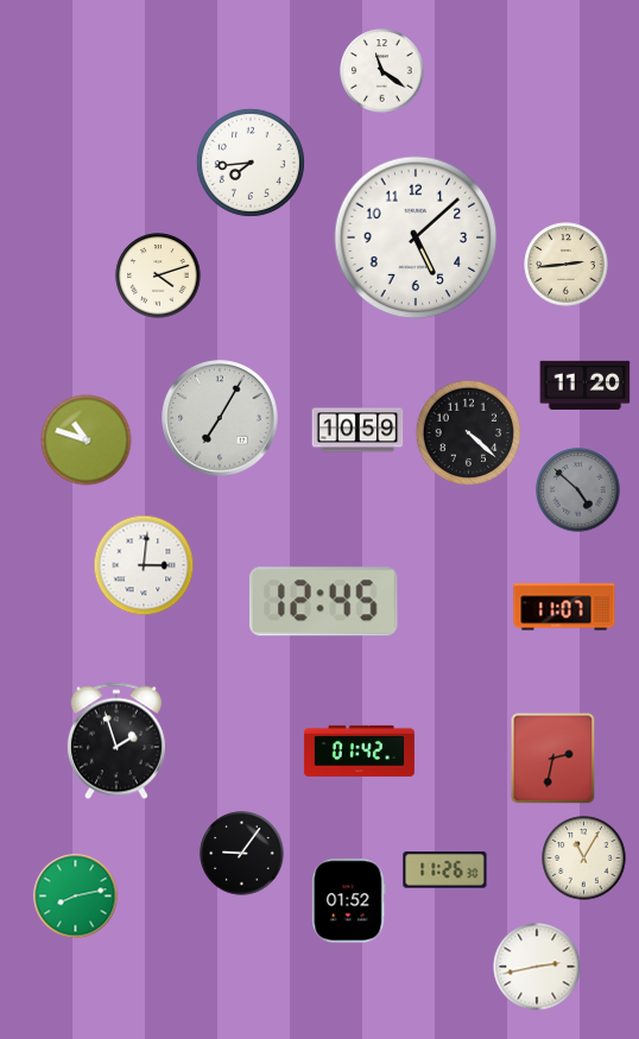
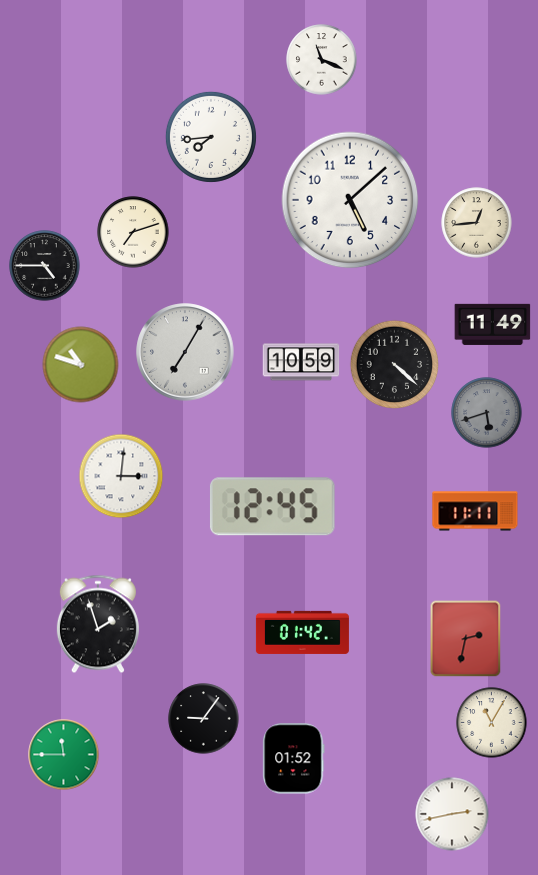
clock at (382, 71): 11:21 -> 11:19
clock at (567, 265): 2:44 -> 12:44
clock at (158, 275): 4:12 -> 7:12
clock at (45, 266): none -> 4:45
clock at (586, 385): 11:20 -> 11:49
clock at (87, 441) position: (87, 441) -> (81, 365)
clock at (578, 490): 4:52 -> 5:42
clock at (564, 607): 11:07 -> 11:11
clock at (445, 870): 11:26 -> none
clock at (76, 897): 8:13 -> 11:45
